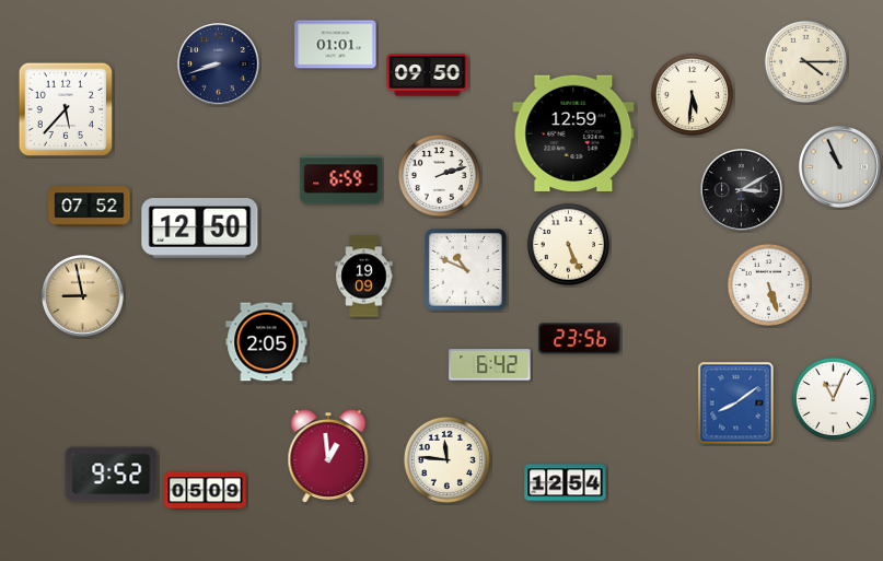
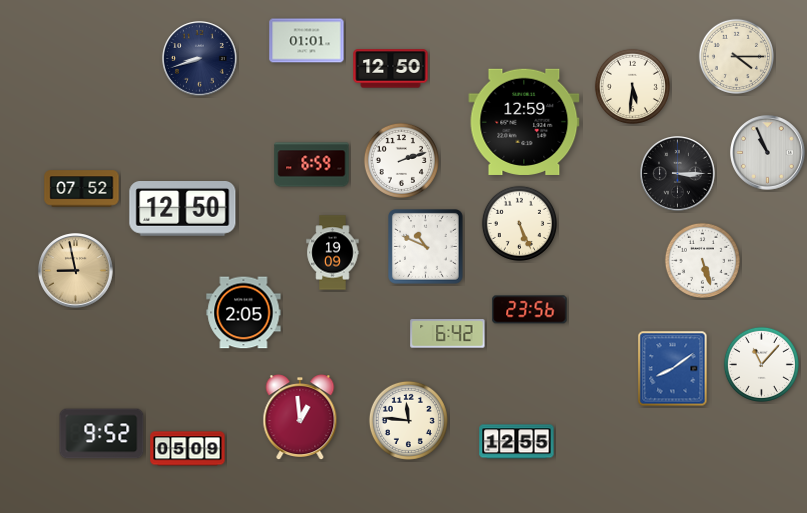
clock at (428, 75): 09:50 -> 12:50
clock at (66, 109): 5:37 -> none
clock at (742, 190): 3:10 -> 3:15
clock at (833, 398): 11:04 -> 11:07
clock at (566, 483): 12:54 -> 12:55
